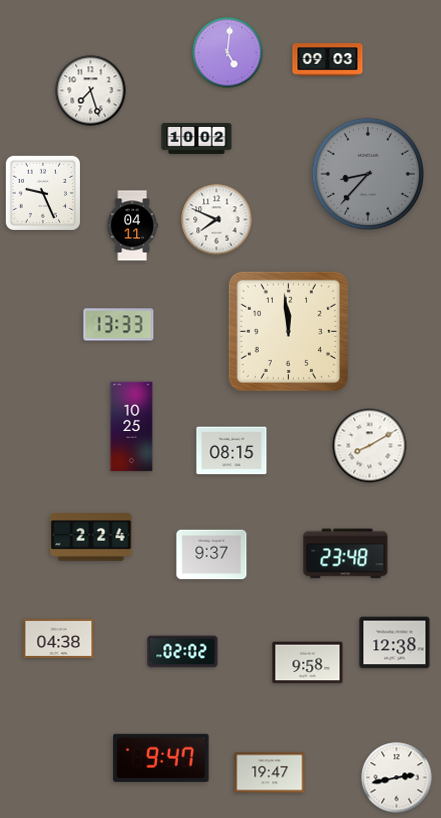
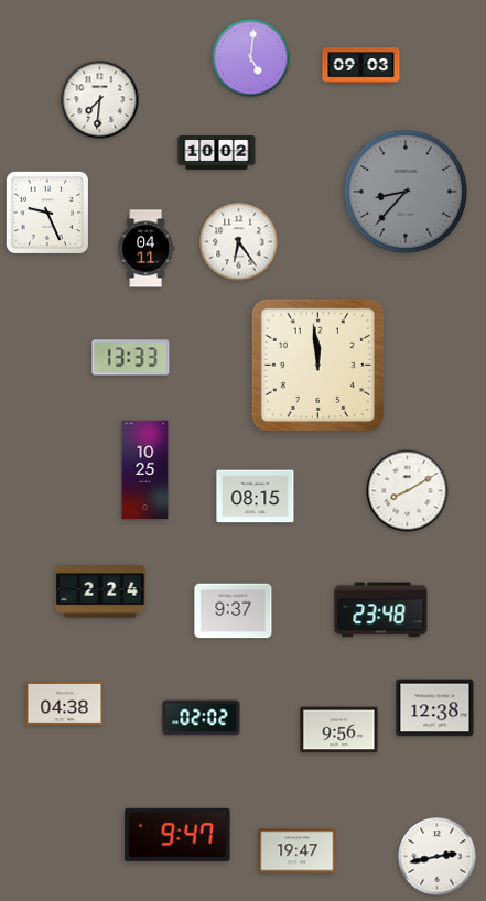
clock at (91, 91): 7:27 -> 7:31
clock at (217, 220): 7:49 -> 6:24
clock at (308, 663): 9:58 -> 9:56
